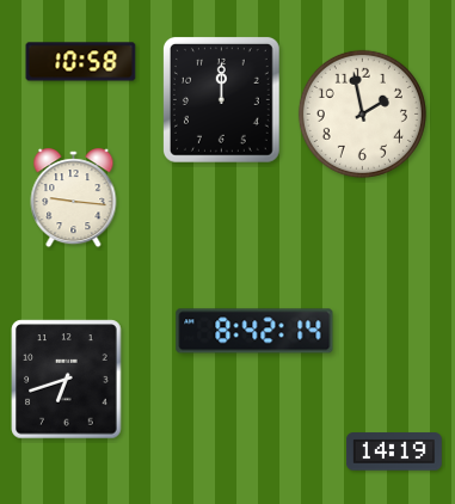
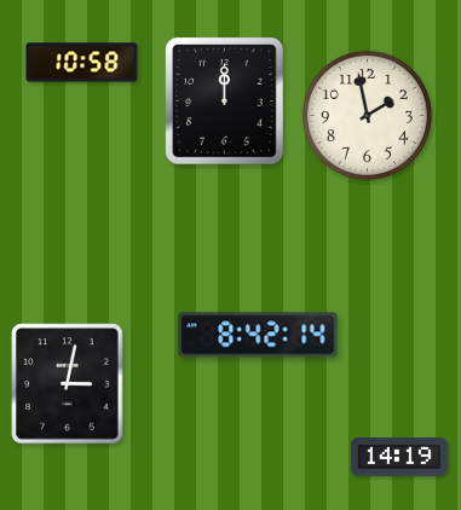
clock at (74, 198): 9:16 -> none
clock at (67, 380): 6:42 -> 3:02
